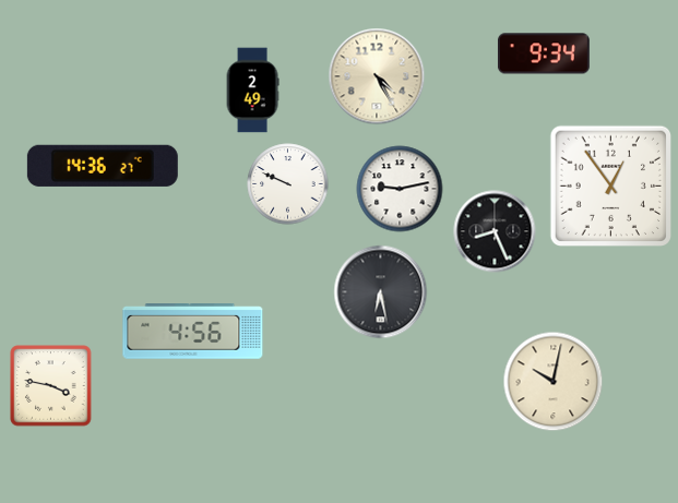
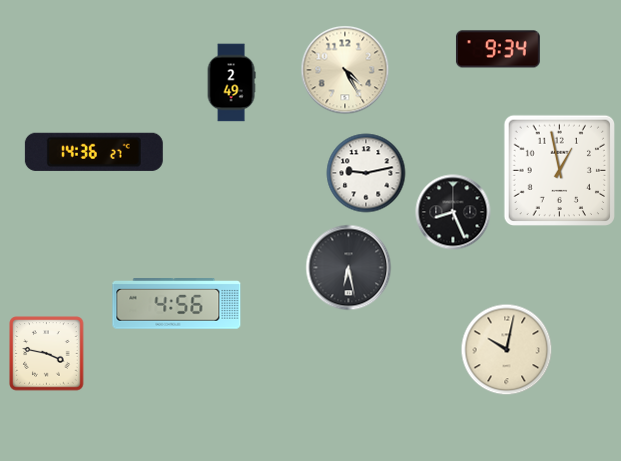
clock at (288, 184): 9:49 -> none
clock at (610, 185): 12:54 -> 12:58
